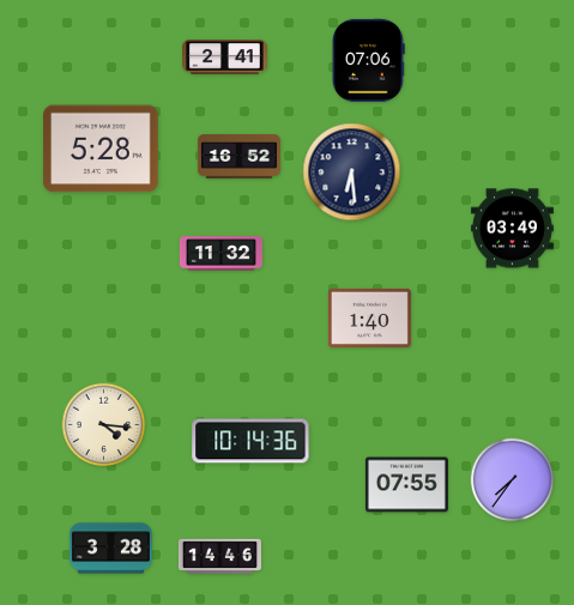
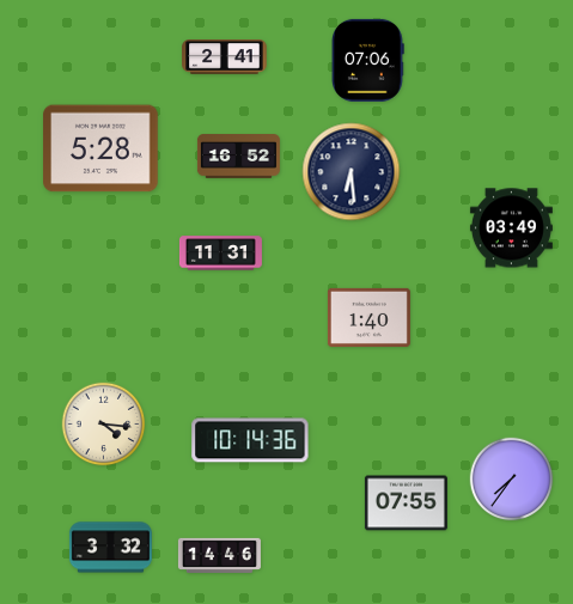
clock at (220, 254): 11:32 -> 11:31
clock at (406, 485) position: (406, 485) -> (406, 504)
clock at (110, 549): 3:28 -> 3:32
